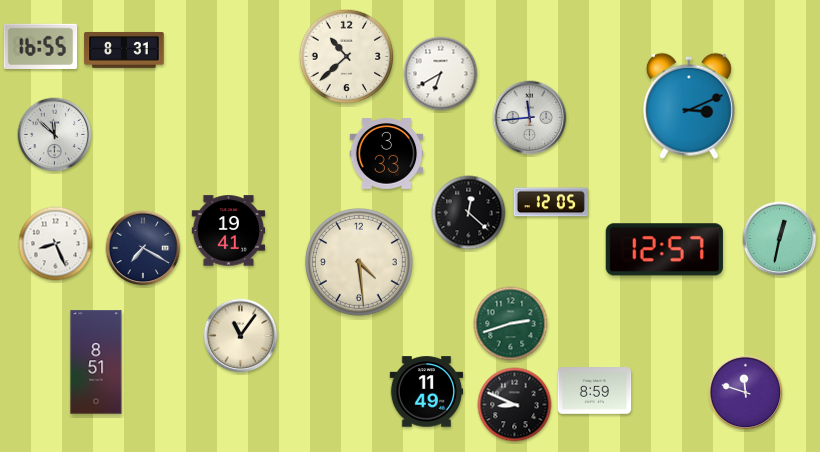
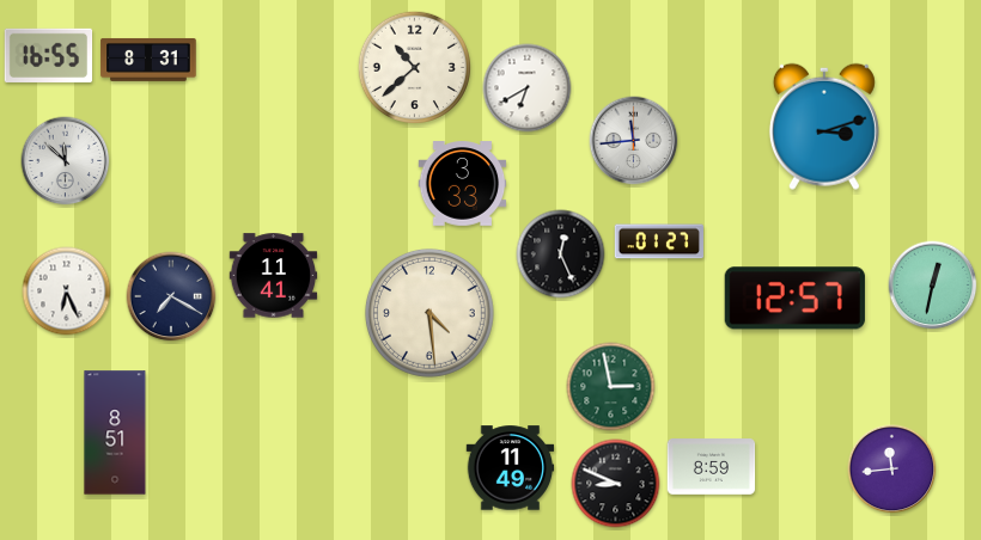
clock at (689, 106): 3:11 -> 3:12
clock at (550, 202): 12:05 -> 01:27
clock at (469, 213): 12:22 -> 12:26
clock at (229, 231): 19:41 -> 11:41
clock at (56, 244): 8:26 -> 6:26
clock at (511, 324): 2:42 -> 2:58
clock at (241, 336): 11:06 -> none
clock at (746, 393): 11:48 -> 11:44
